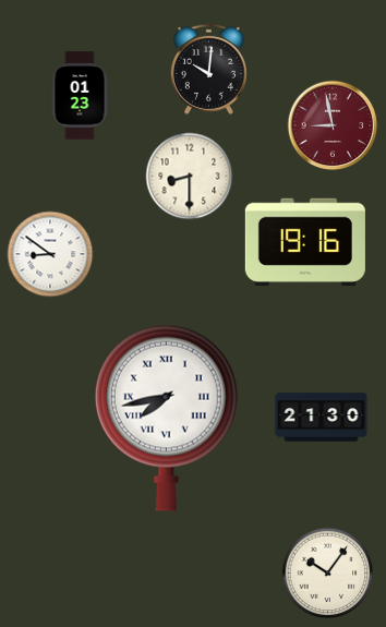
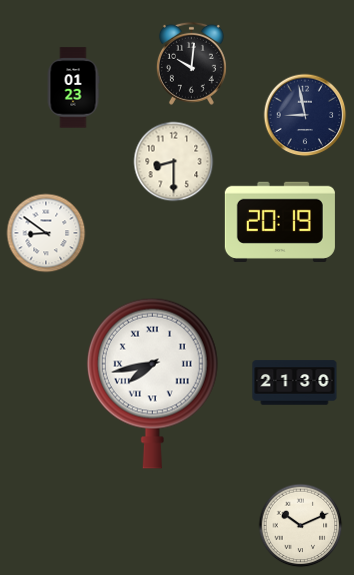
clock at (333, 125) dial: burgundy -> navy
clock at (305, 241): 19:16 -> 20:19
clock at (328, 574): 10:06 -> 10:11
